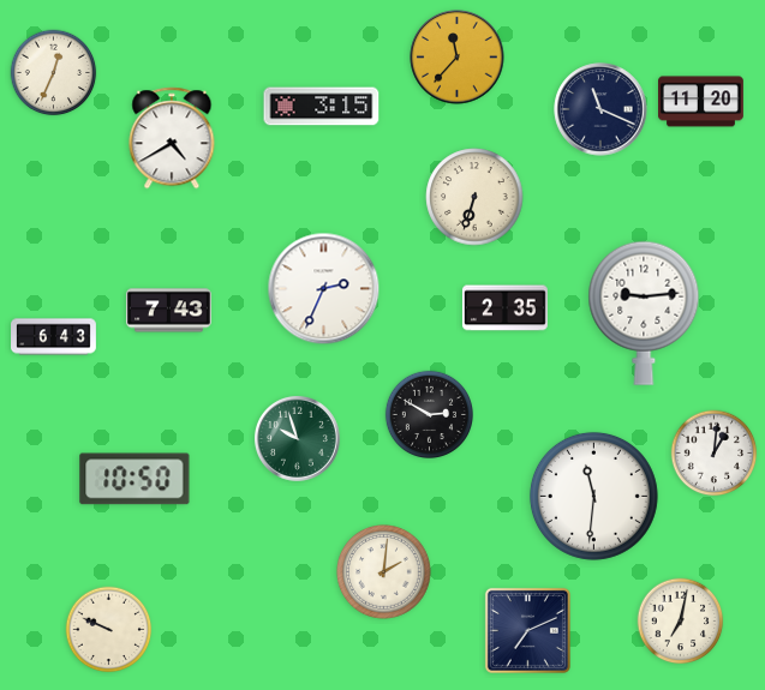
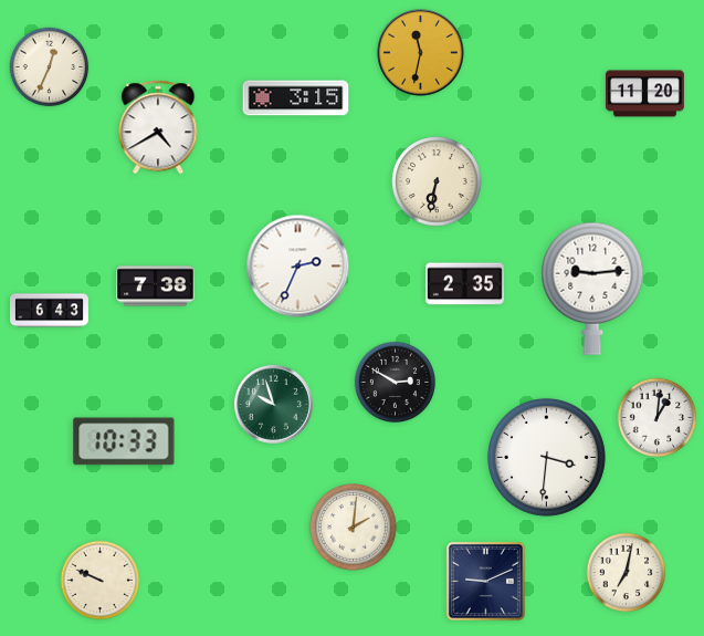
clock at (458, 58): 11:37 -> 11:32
clock at (600, 109): 11:19 -> none
clock at (474, 197): 6:33 -> 6:32
clock at (169, 311): 7:43 -> 7:38
clock at (135, 479): 10:50 -> 10:33
clock at (593, 496): 11:31 -> 3:31
clock at (527, 630): 7:11 -> 9:11
